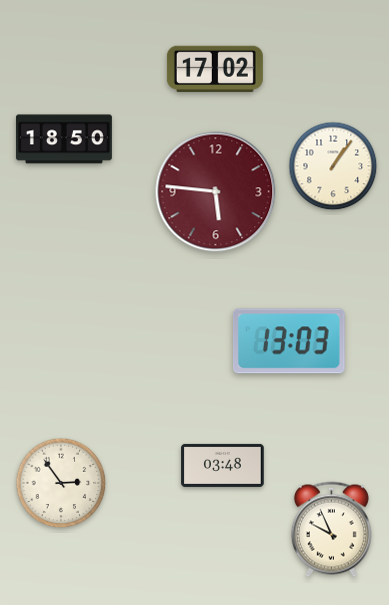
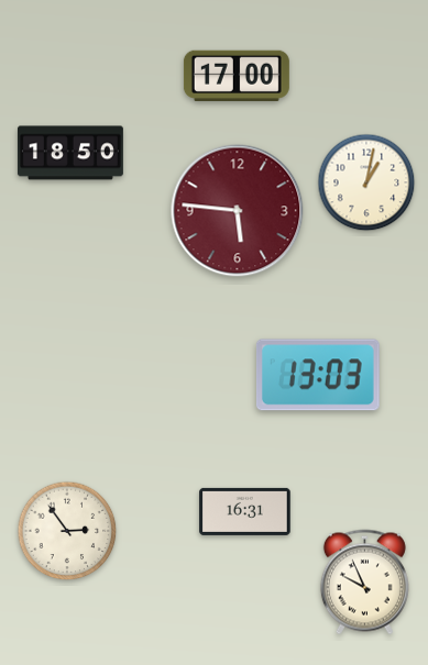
clock at (215, 68): 17:02 -> 17:00
clock at (333, 166): 1:06 -> 1:02
clock at (223, 465): 03:48 -> 16:31
